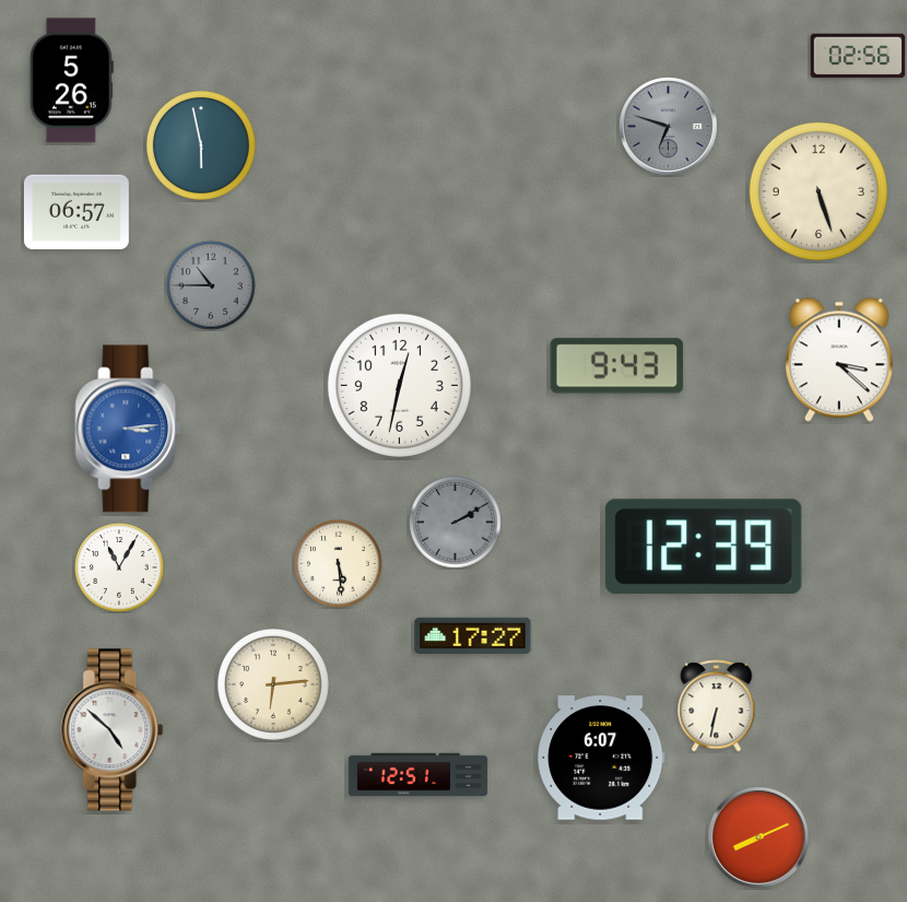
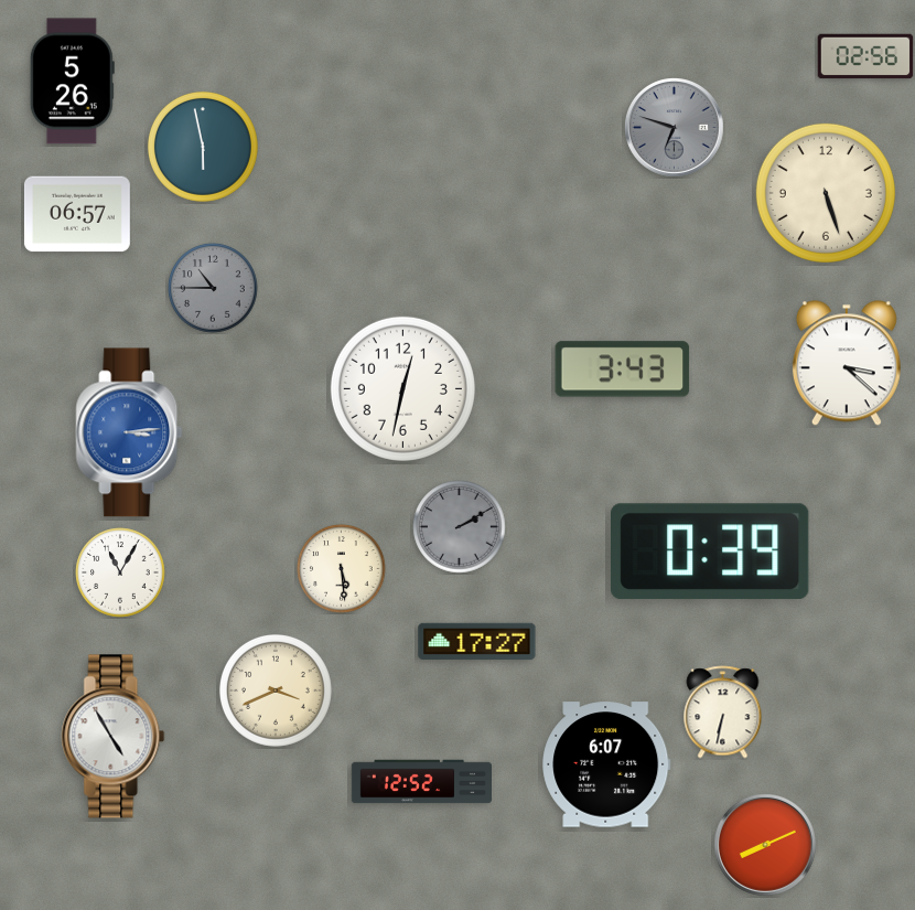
clock at (617, 366): 9:43 -> 3:43
clock at (705, 547): 12:39 -> 0:39
clock at (273, 684): 6:14 -> 3:41
clock at (113, 730): 4:52 -> 4:55
clock at (417, 775): 12:51 -> 12:52
